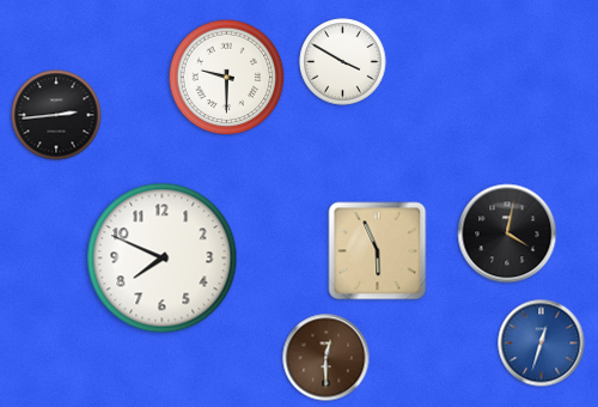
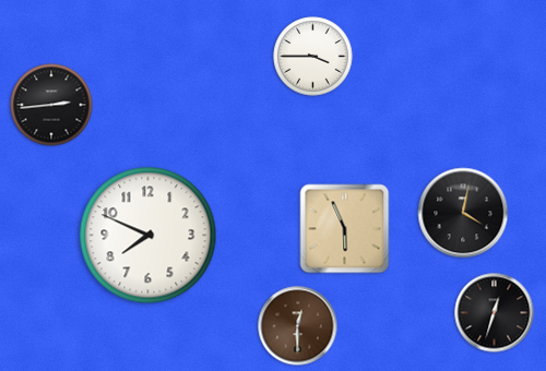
clock at (343, 62): 3:50 -> 3:45
clock at (227, 78): 9:30 -> none
clock at (542, 344) dial: blue -> black
